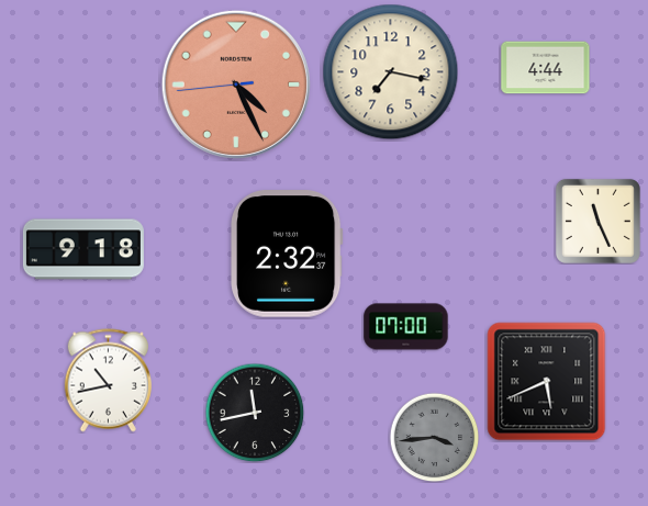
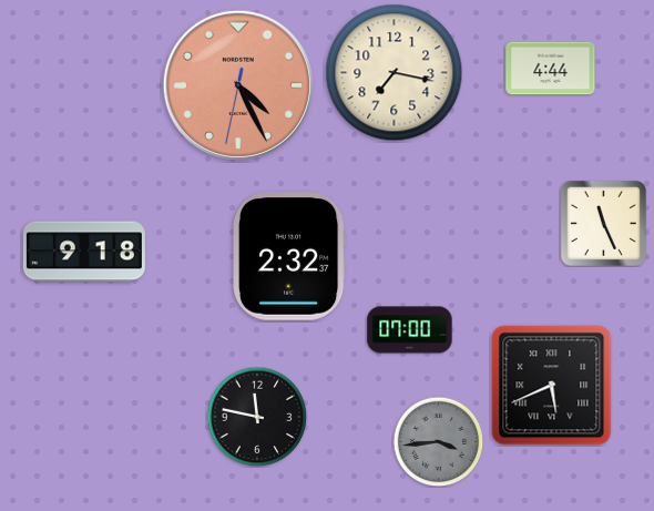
clock at (236, 85): 4:25:44 -> 4:25:32
clock at (108, 381): 10:43 -> none
clock at (255, 413): 11:43 -> 11:47
